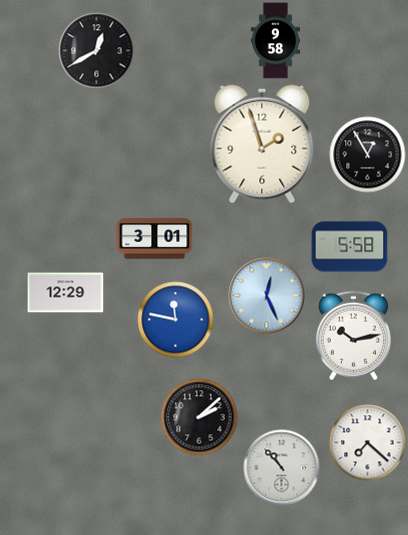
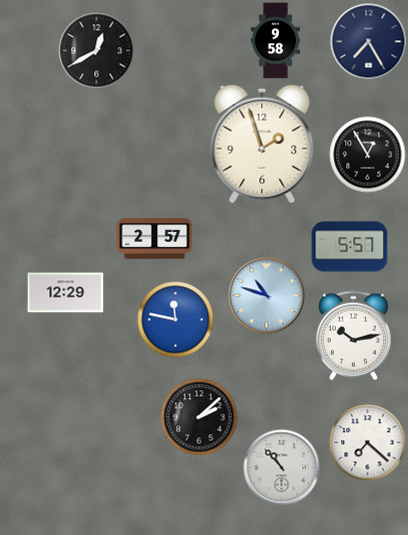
clock at (369, 42): none -> 7:25
clock at (155, 239): 3:01 -> 2:57
clock at (350, 247): 5:58 -> 5:57
clock at (267, 296): 12:26 -> 10:48
